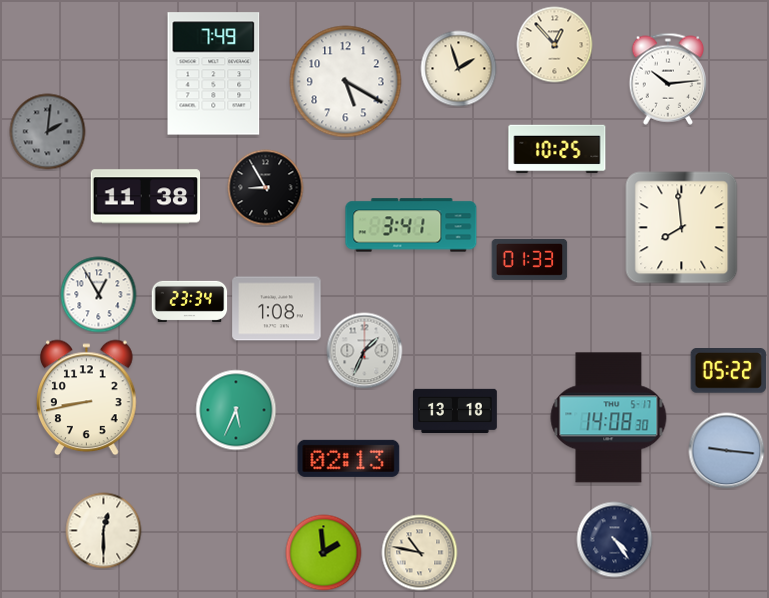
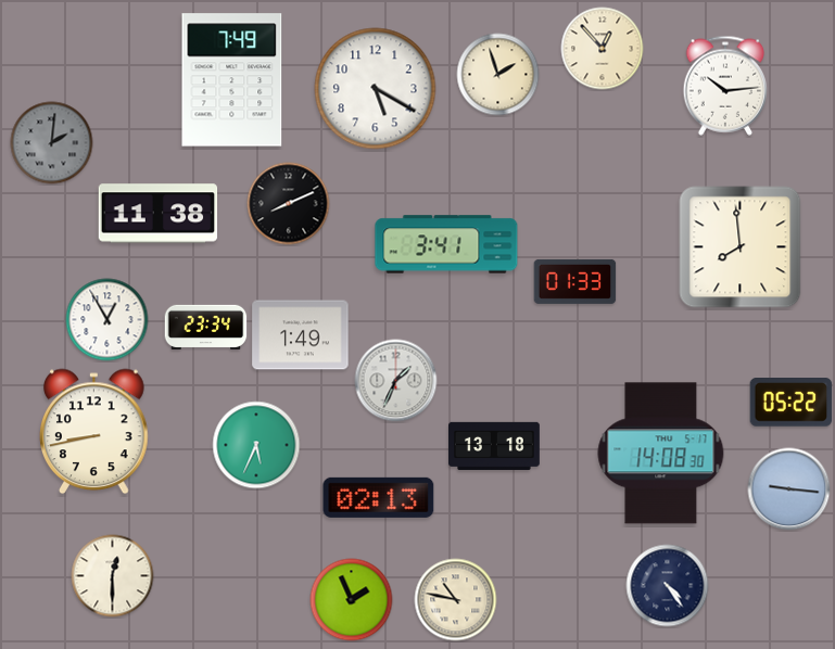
clock at (557, 149): 10:25 -> none
clock at (266, 188): 8:55 -> 8:11
clock at (277, 309): 1:08 -> 1:49
clock at (324, 553): 1:59 -> 1:56
